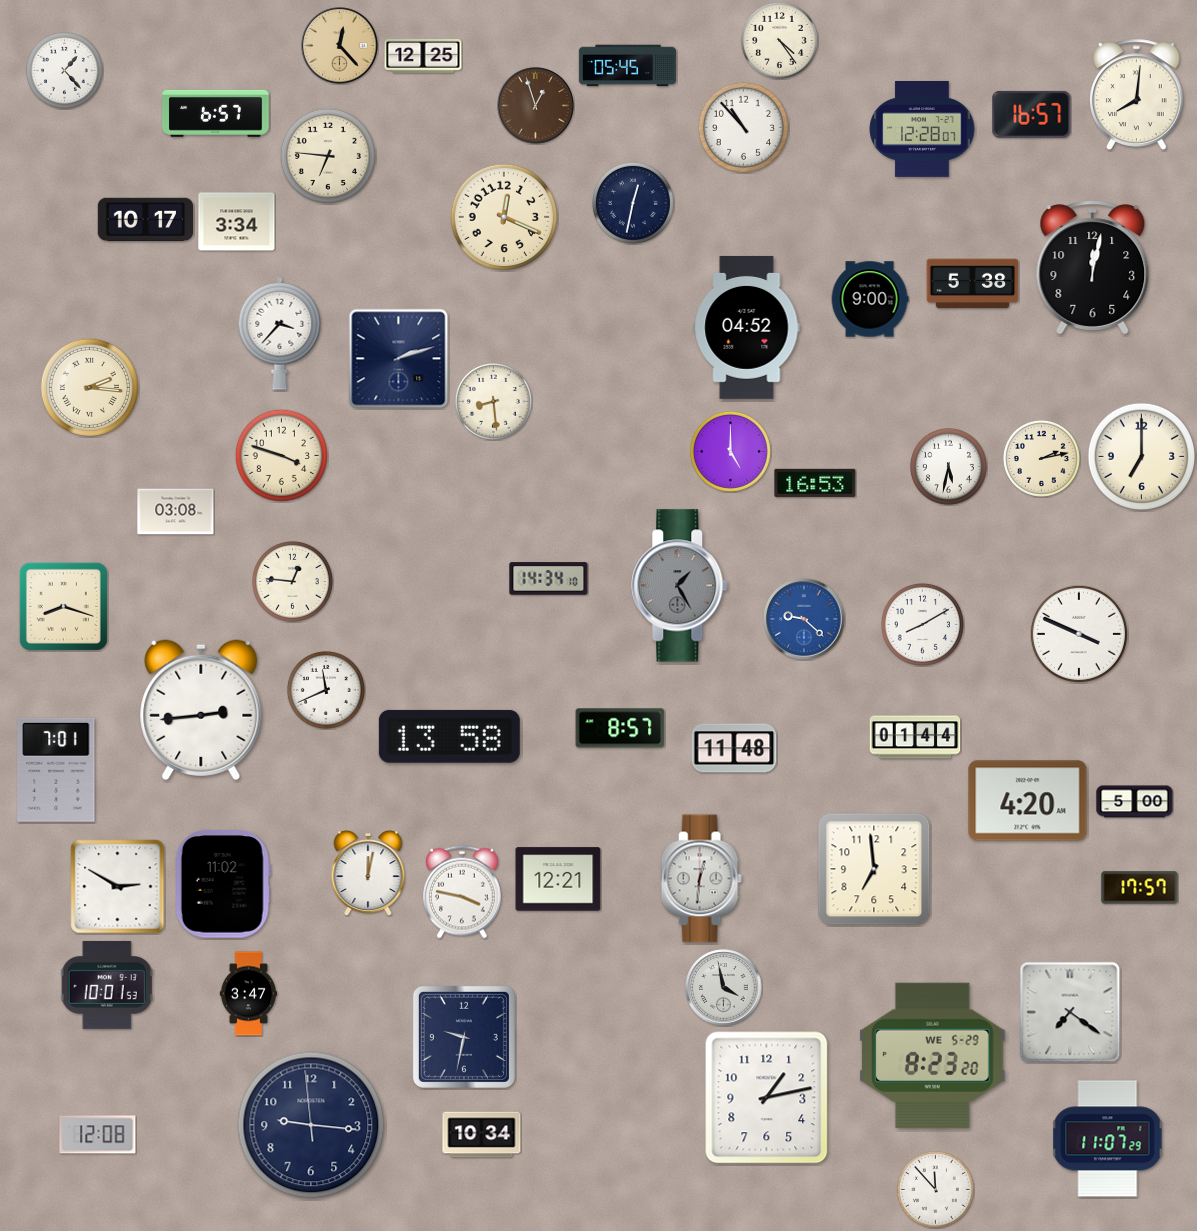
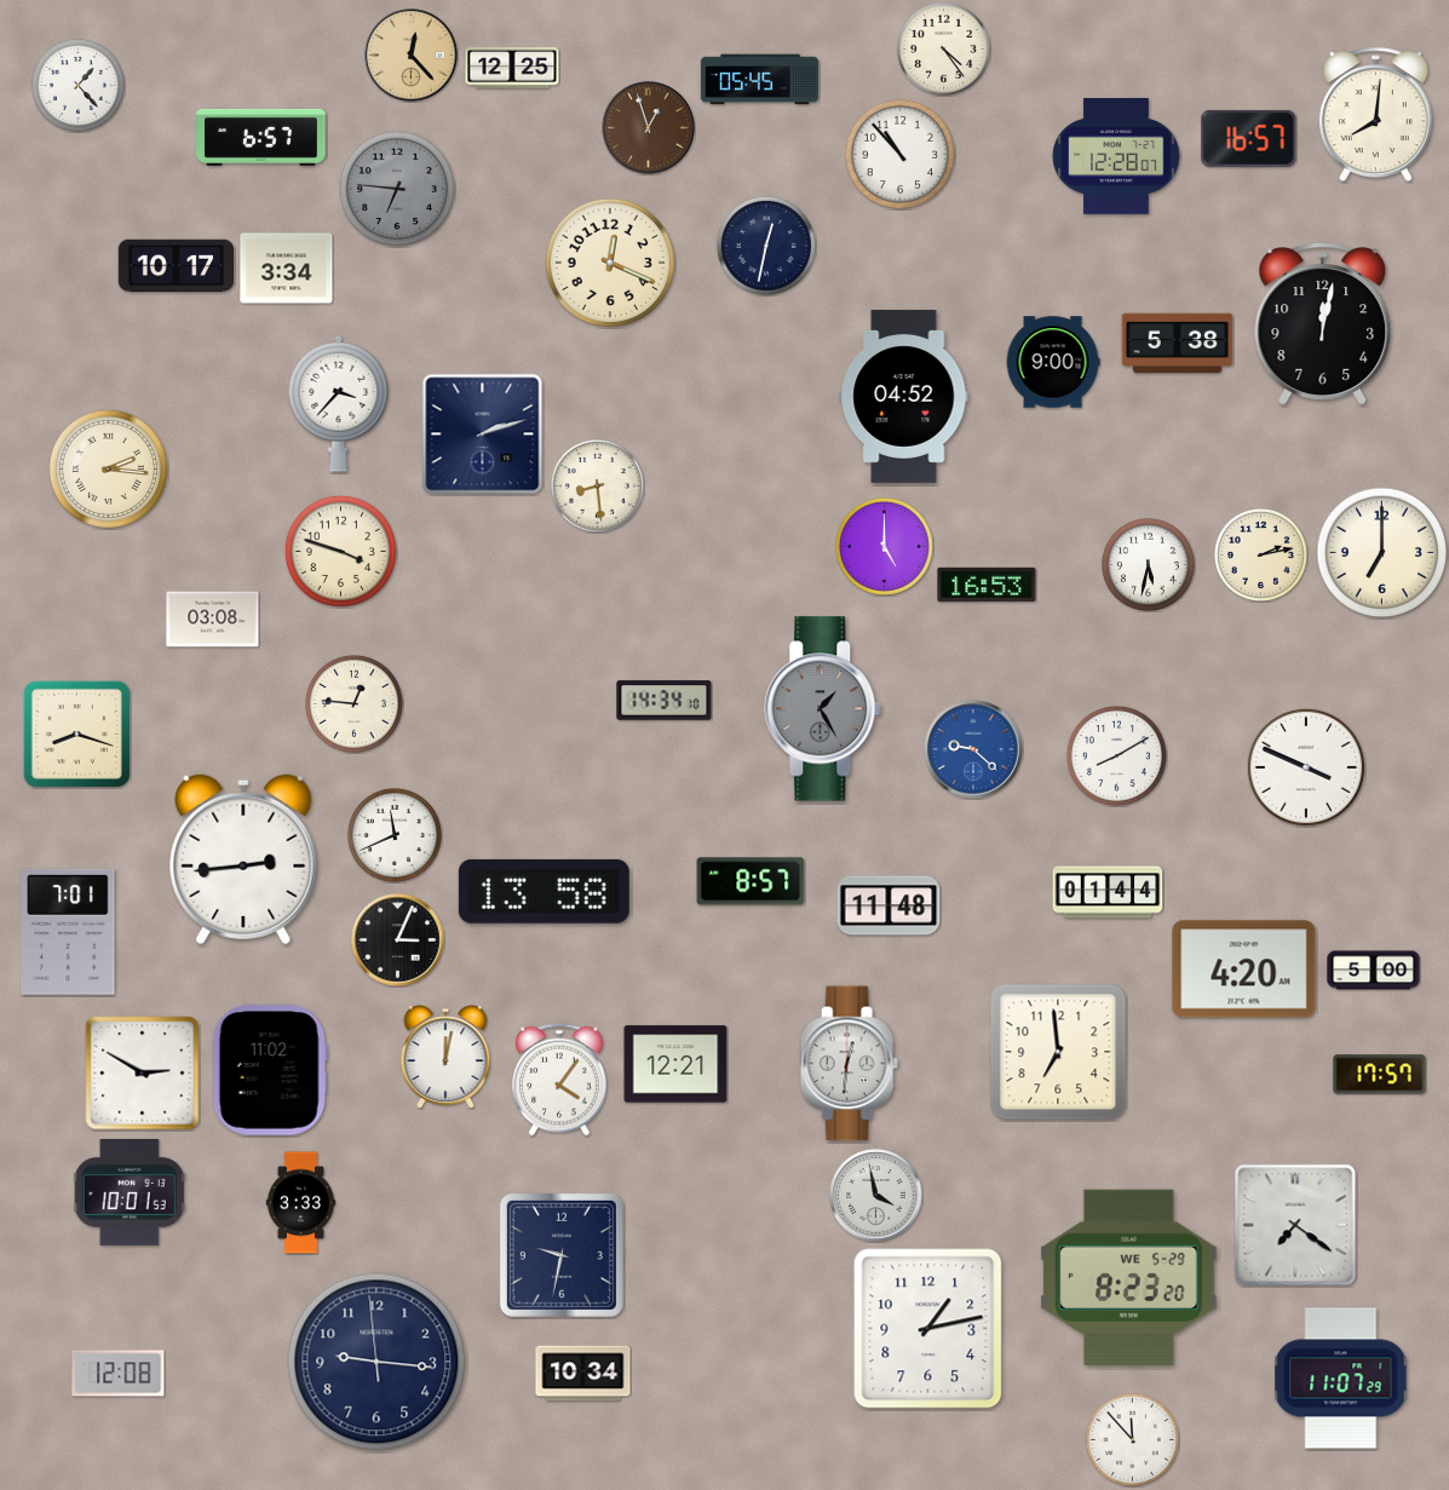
clock at (328, 156) dial: cream -> grey
clock at (398, 940): none -> 3:04
clock at (463, 892): 3:47 -> 4:06
clock at (249, 994): 3:47 -> 3:33
